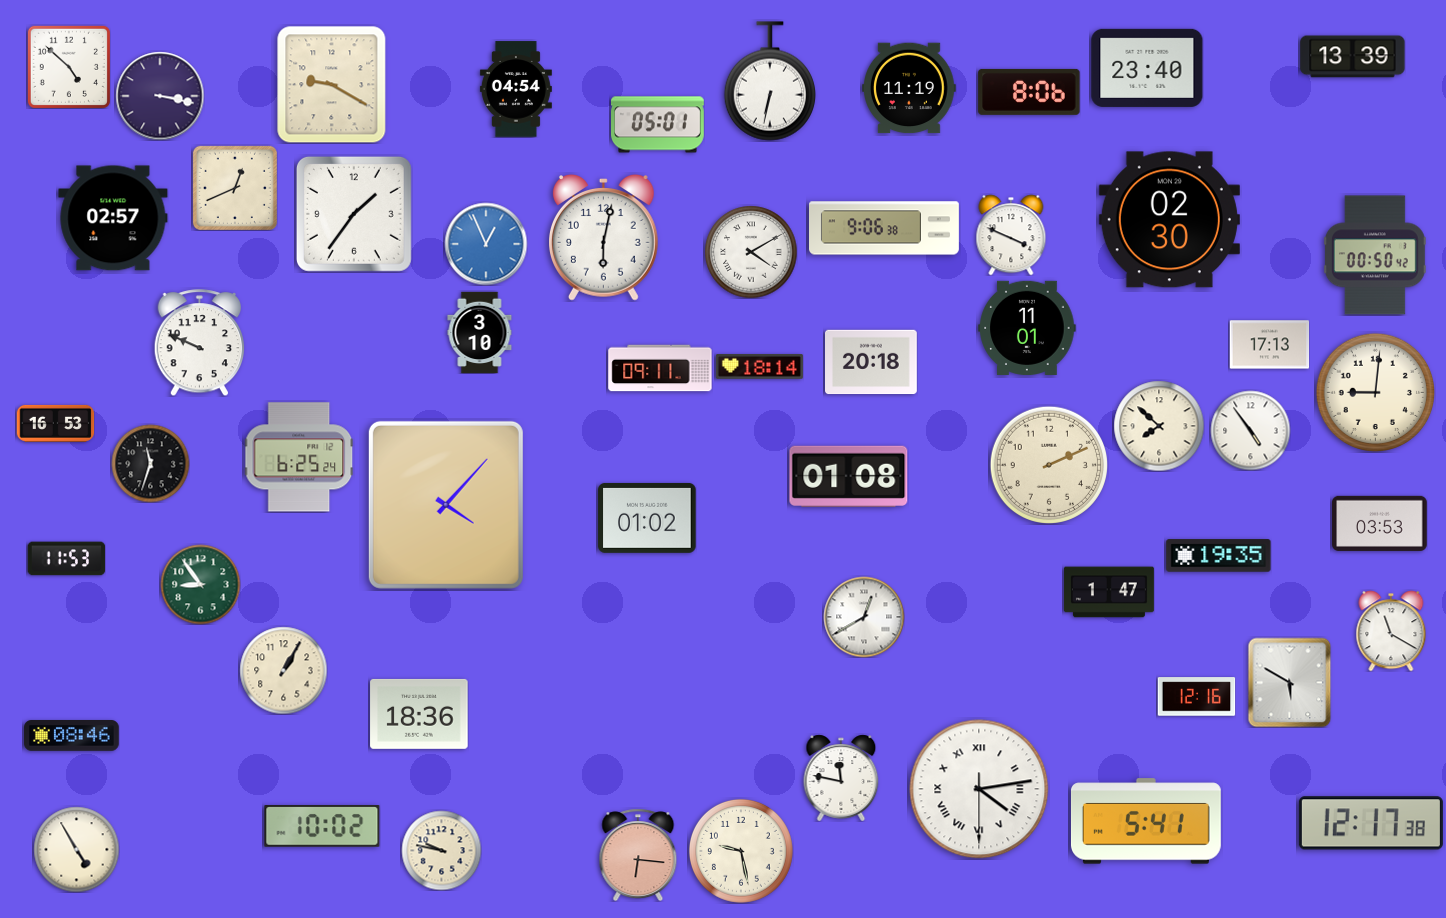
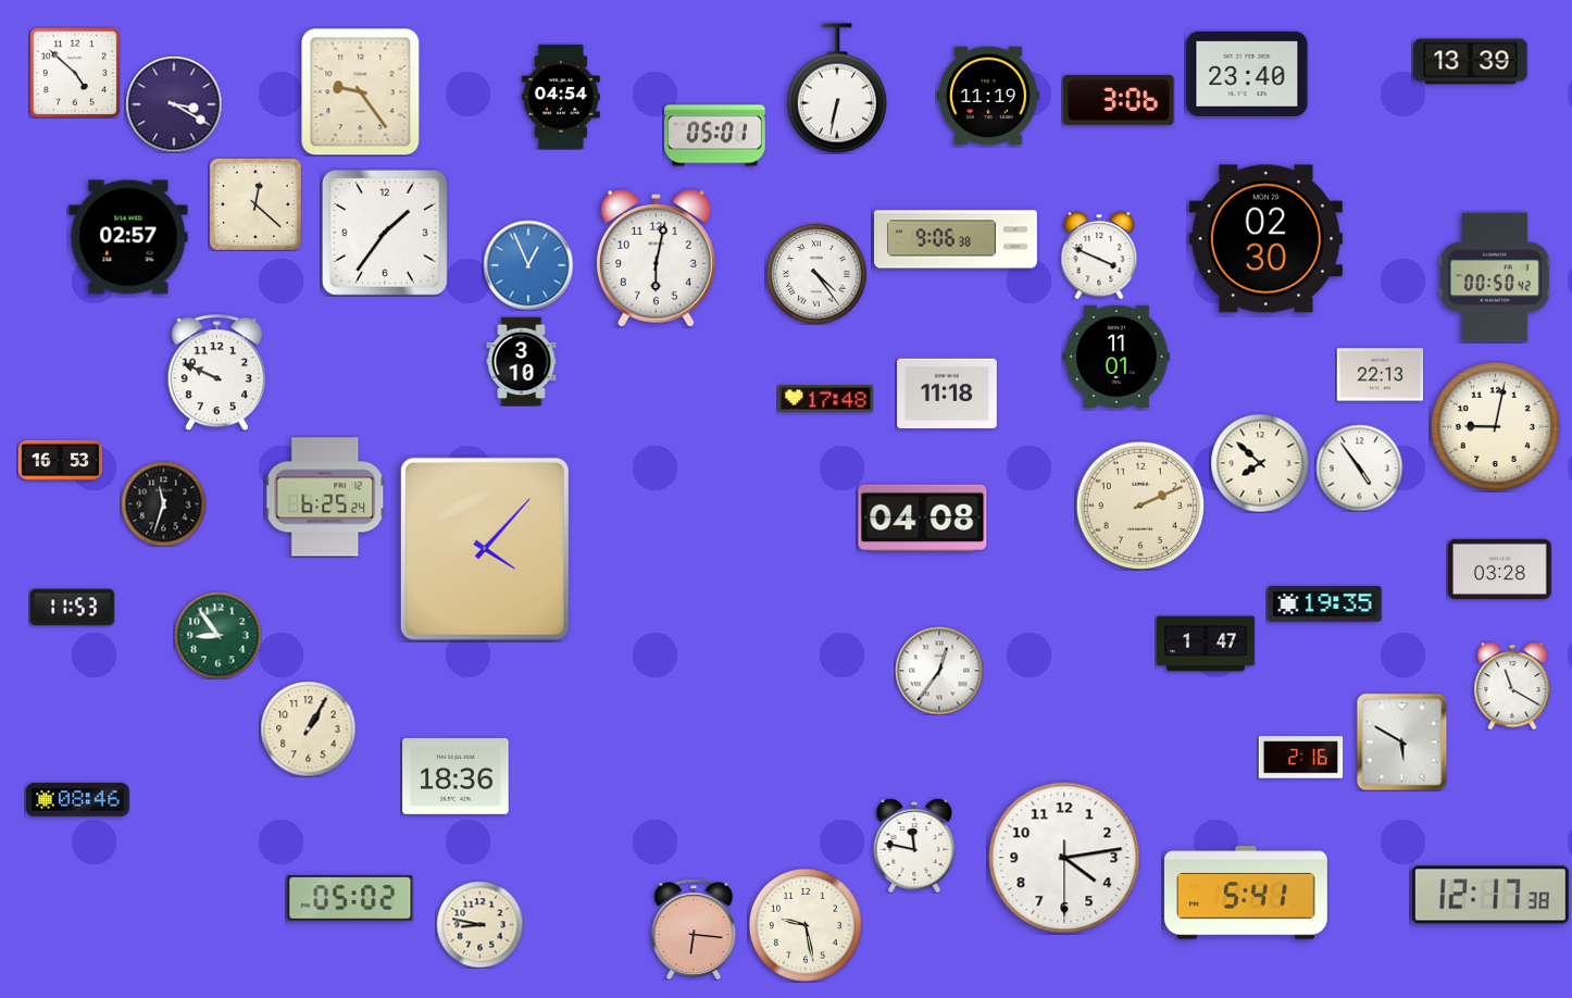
clock at (332, 85): 9:20 -> 9:24
clock at (1029, 92): 8:06 -> 3:06
clock at (160, 96): 3:17 -> 3:20
clock at (235, 188): 12:41 -> 12:22
clock at (113, 218) position: (113, 218) -> (128, 237)
clock at (1169, 220) position: (1169, 220) -> (1265, 239)
clock at (885, 228) position: (885, 228) -> (957, 239)
clock at (751, 252): 4:10 -> 4:24
clock at (1269, 345): 17:13 -> 22:13
clock at (872, 362): 20:18 -> 11:18
clock at (759, 367): 18:14 -> 17:48
clock at (660, 368): 09:11 -> none
clock at (1375, 392): 9:01 -> 9:02
clock at (849, 476): 01:08 -> 04:08
clock at (647, 518): 01:02 -> none
clock at (1380, 523): 03:53 -> 03:28
clock at (864, 617): 12:40 -> 12:36
clock at (1196, 697): 12:16 -> 2:16
clock at (979, 789) numerals: Roman -> Arabic
clock at (322, 826): 10:02 -> 05:02
clock at (76, 849): 4:55 -> none
clock at (441, 850): 9:47 -> 8:47
